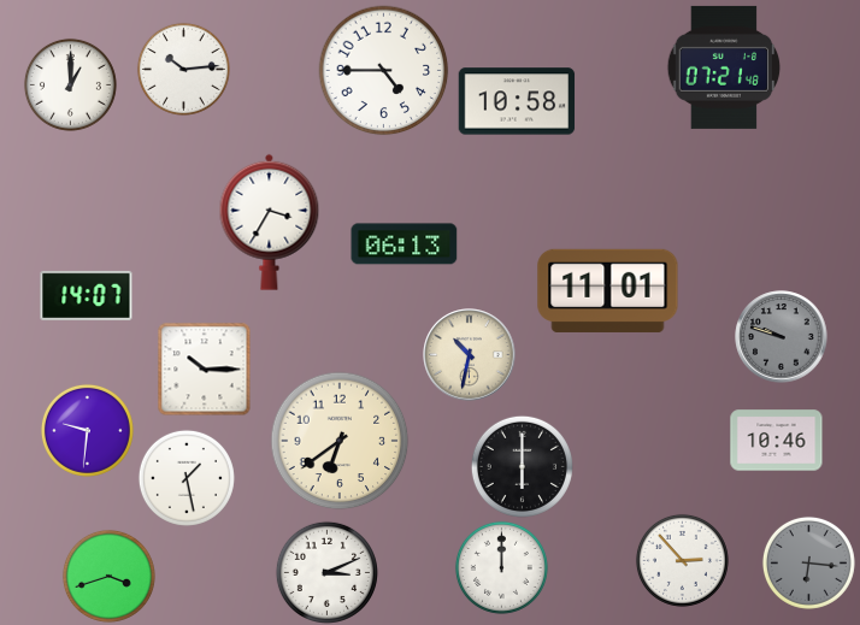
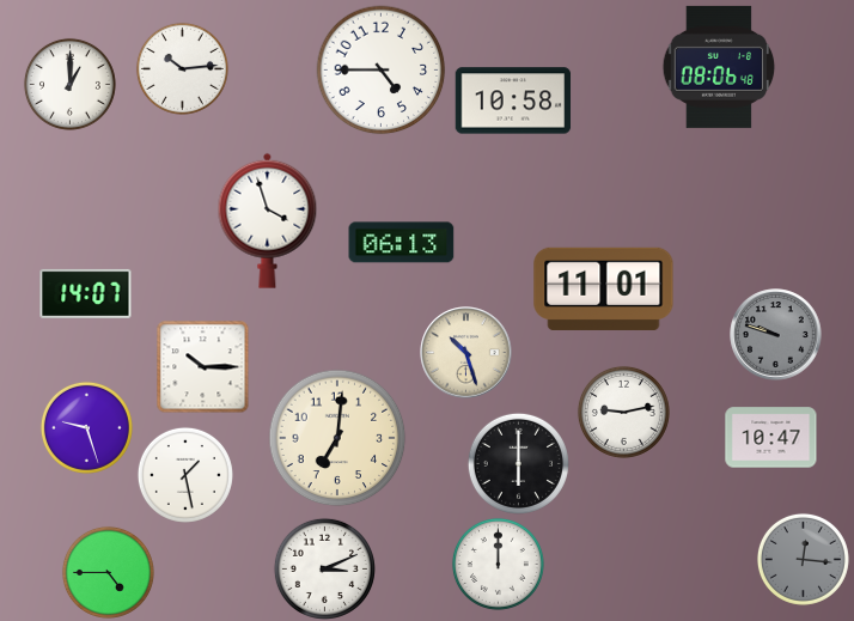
clock at (724, 67): 07:21 -> 08:06
clock at (270, 222): 3:35 -> 3:57
clock at (470, 355): 10:32 -> 10:27
clock at (623, 412): none -> 9:13
clock at (87, 430): 9:31 -> 9:27
clock at (340, 441): 6:39 -> 7:01
clock at (777, 441): 10:46 -> 10:47
clock at (682, 560): 2:53 -> none
clock at (808, 562): 6:16 -> 12:16
clock at (108, 576): 3:42 -> 4:45
